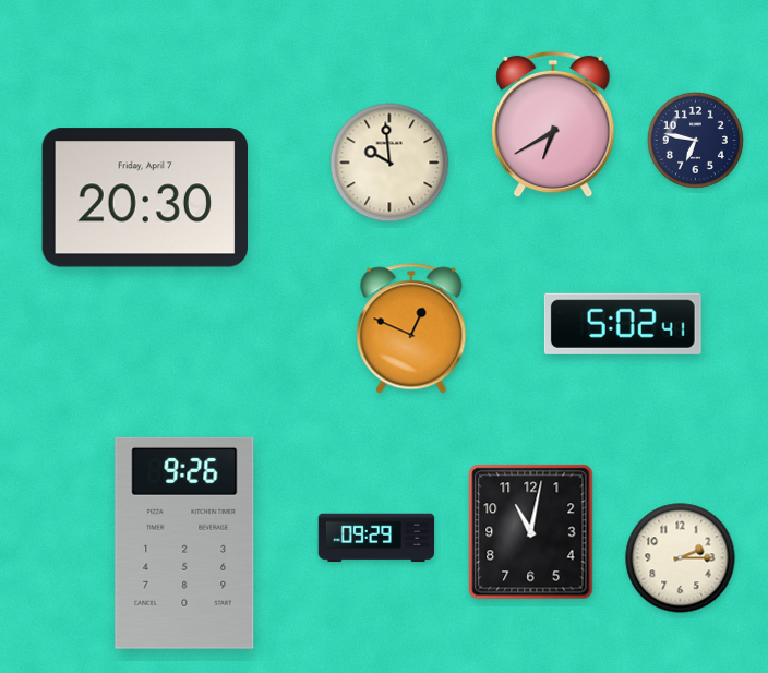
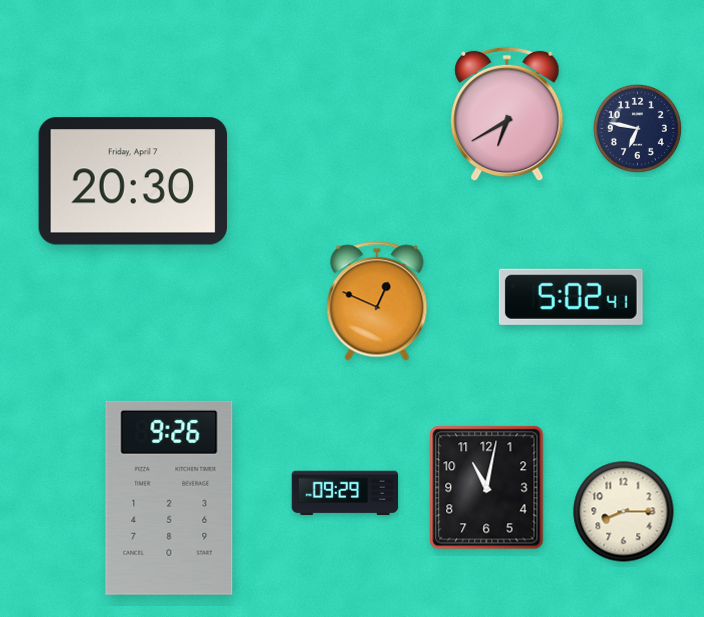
clock at (389, 163): 9:59 -> none
clock at (681, 558): 2:15 -> 8:15
